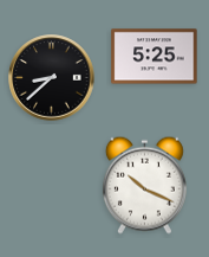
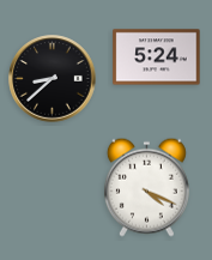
clock at (155, 57): 5:25 -> 5:24
clock at (144, 185): 10:19 -> 4:19
